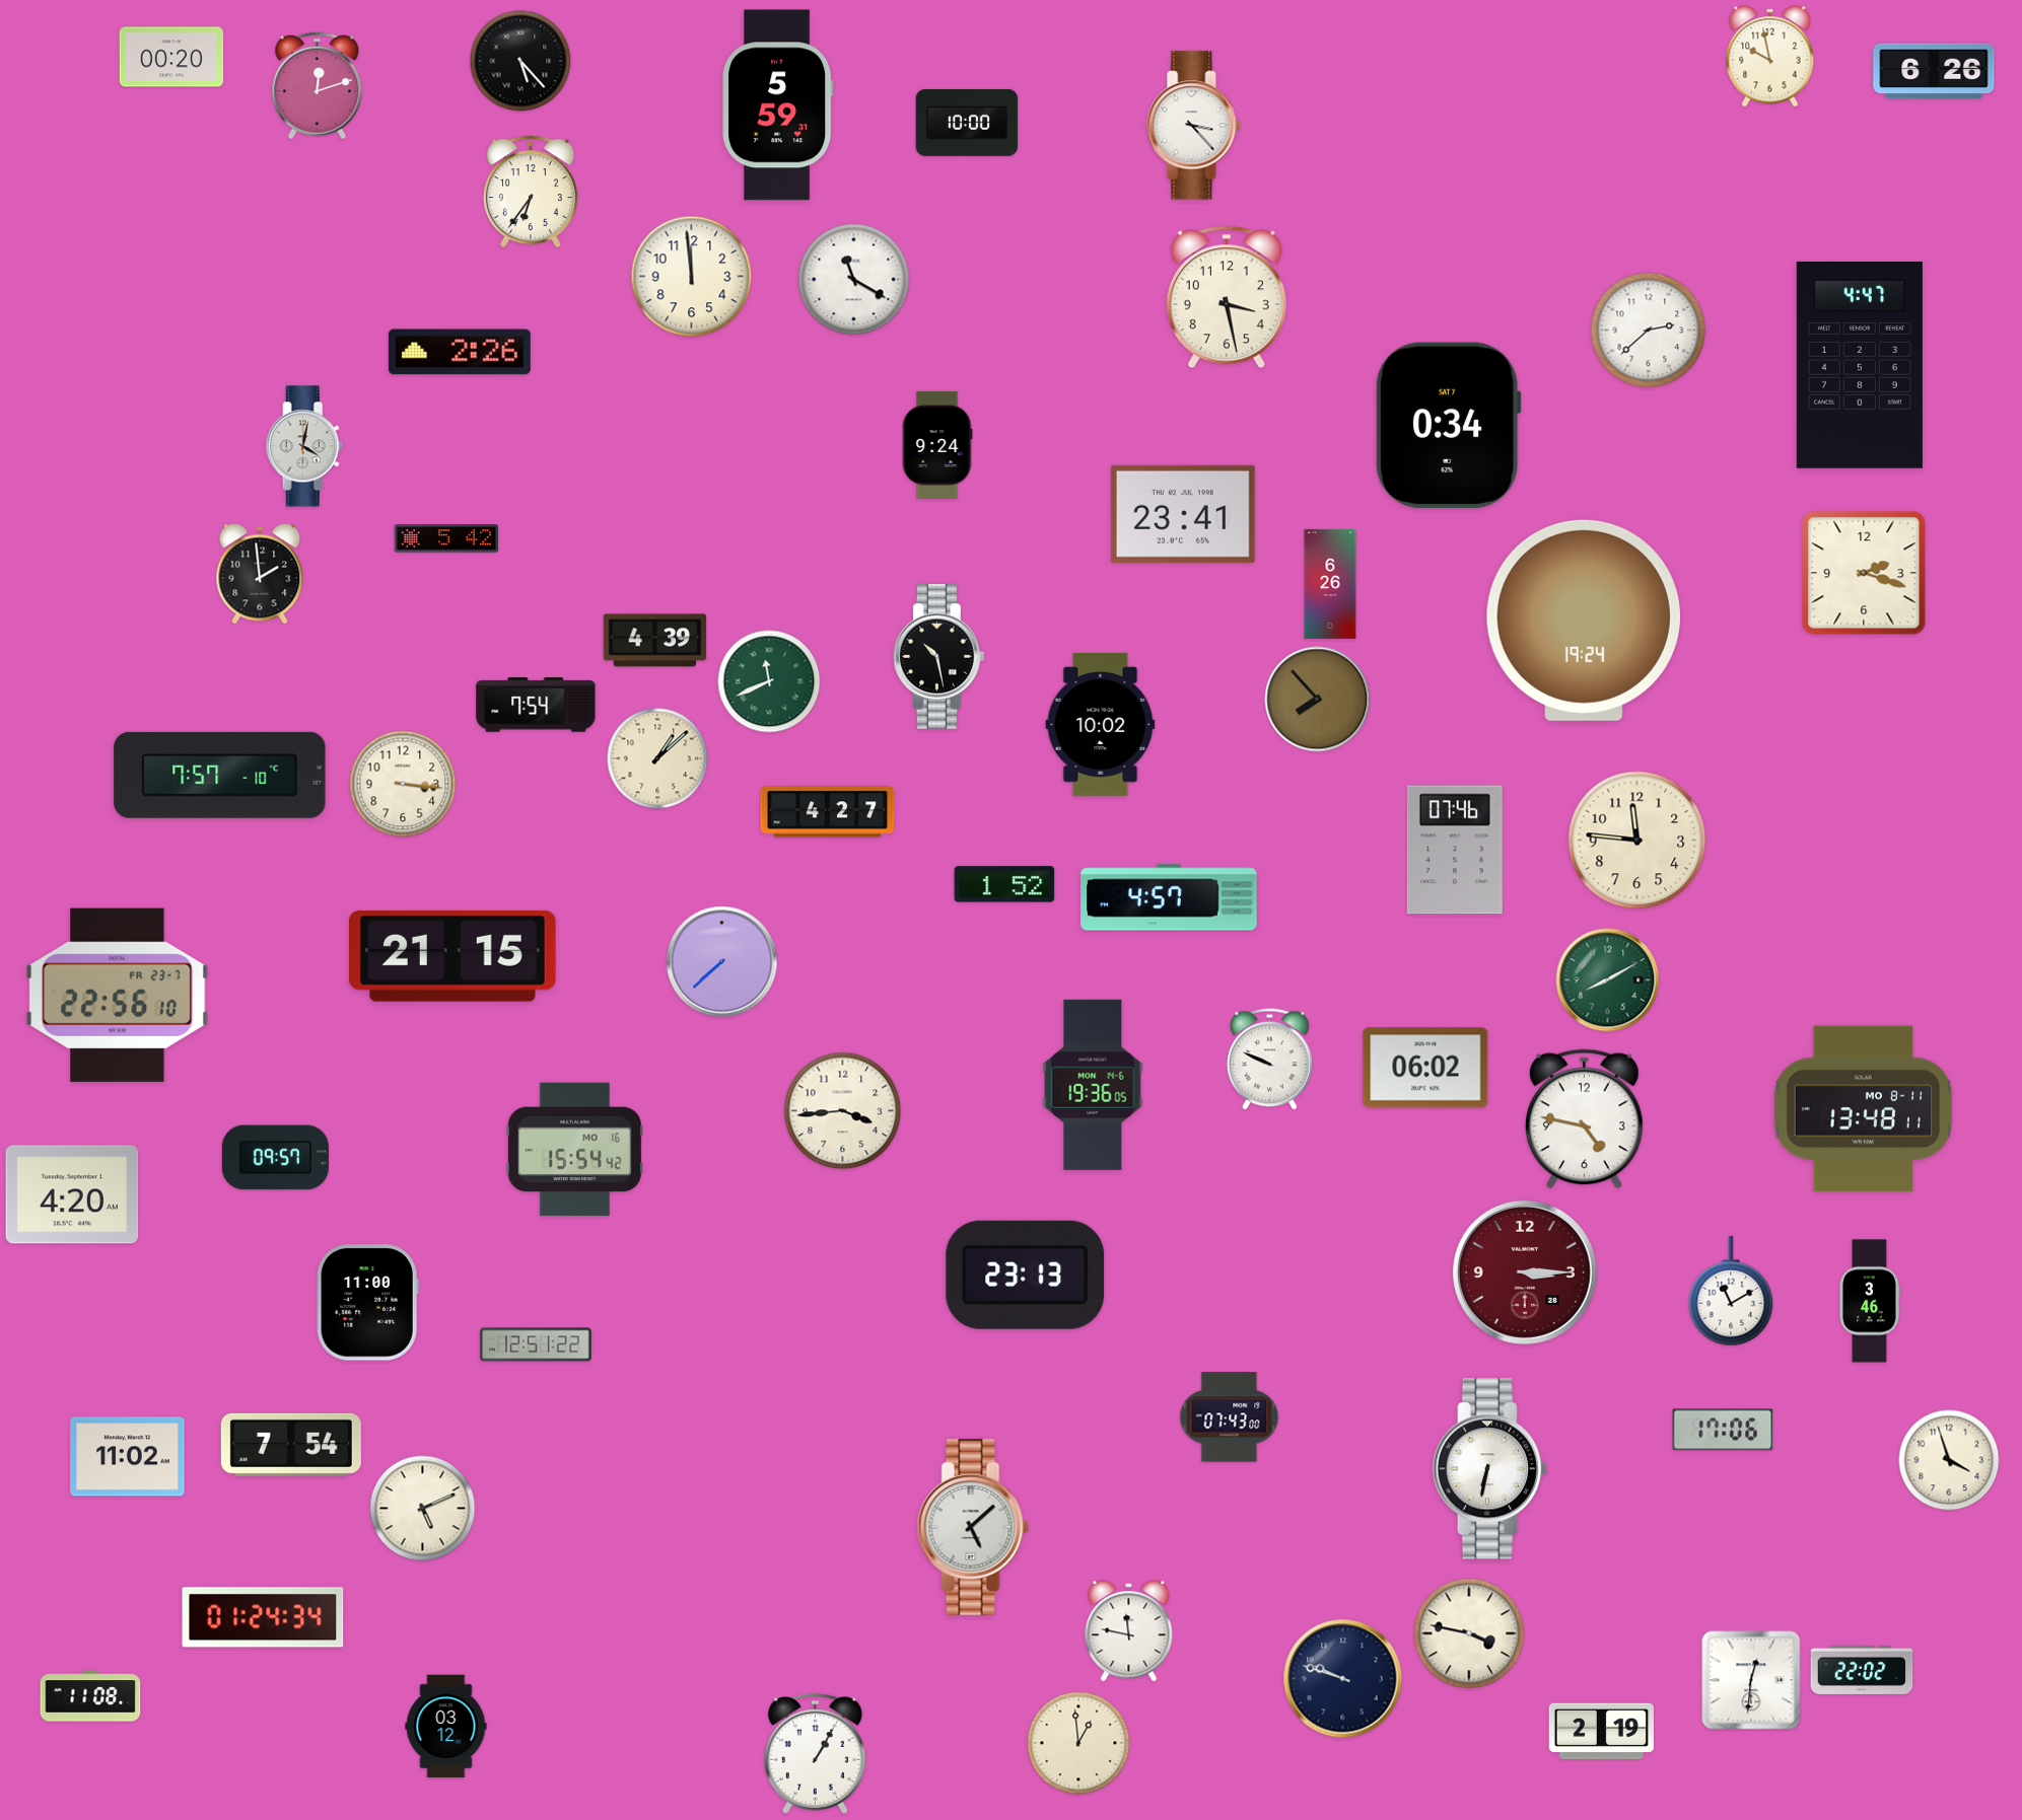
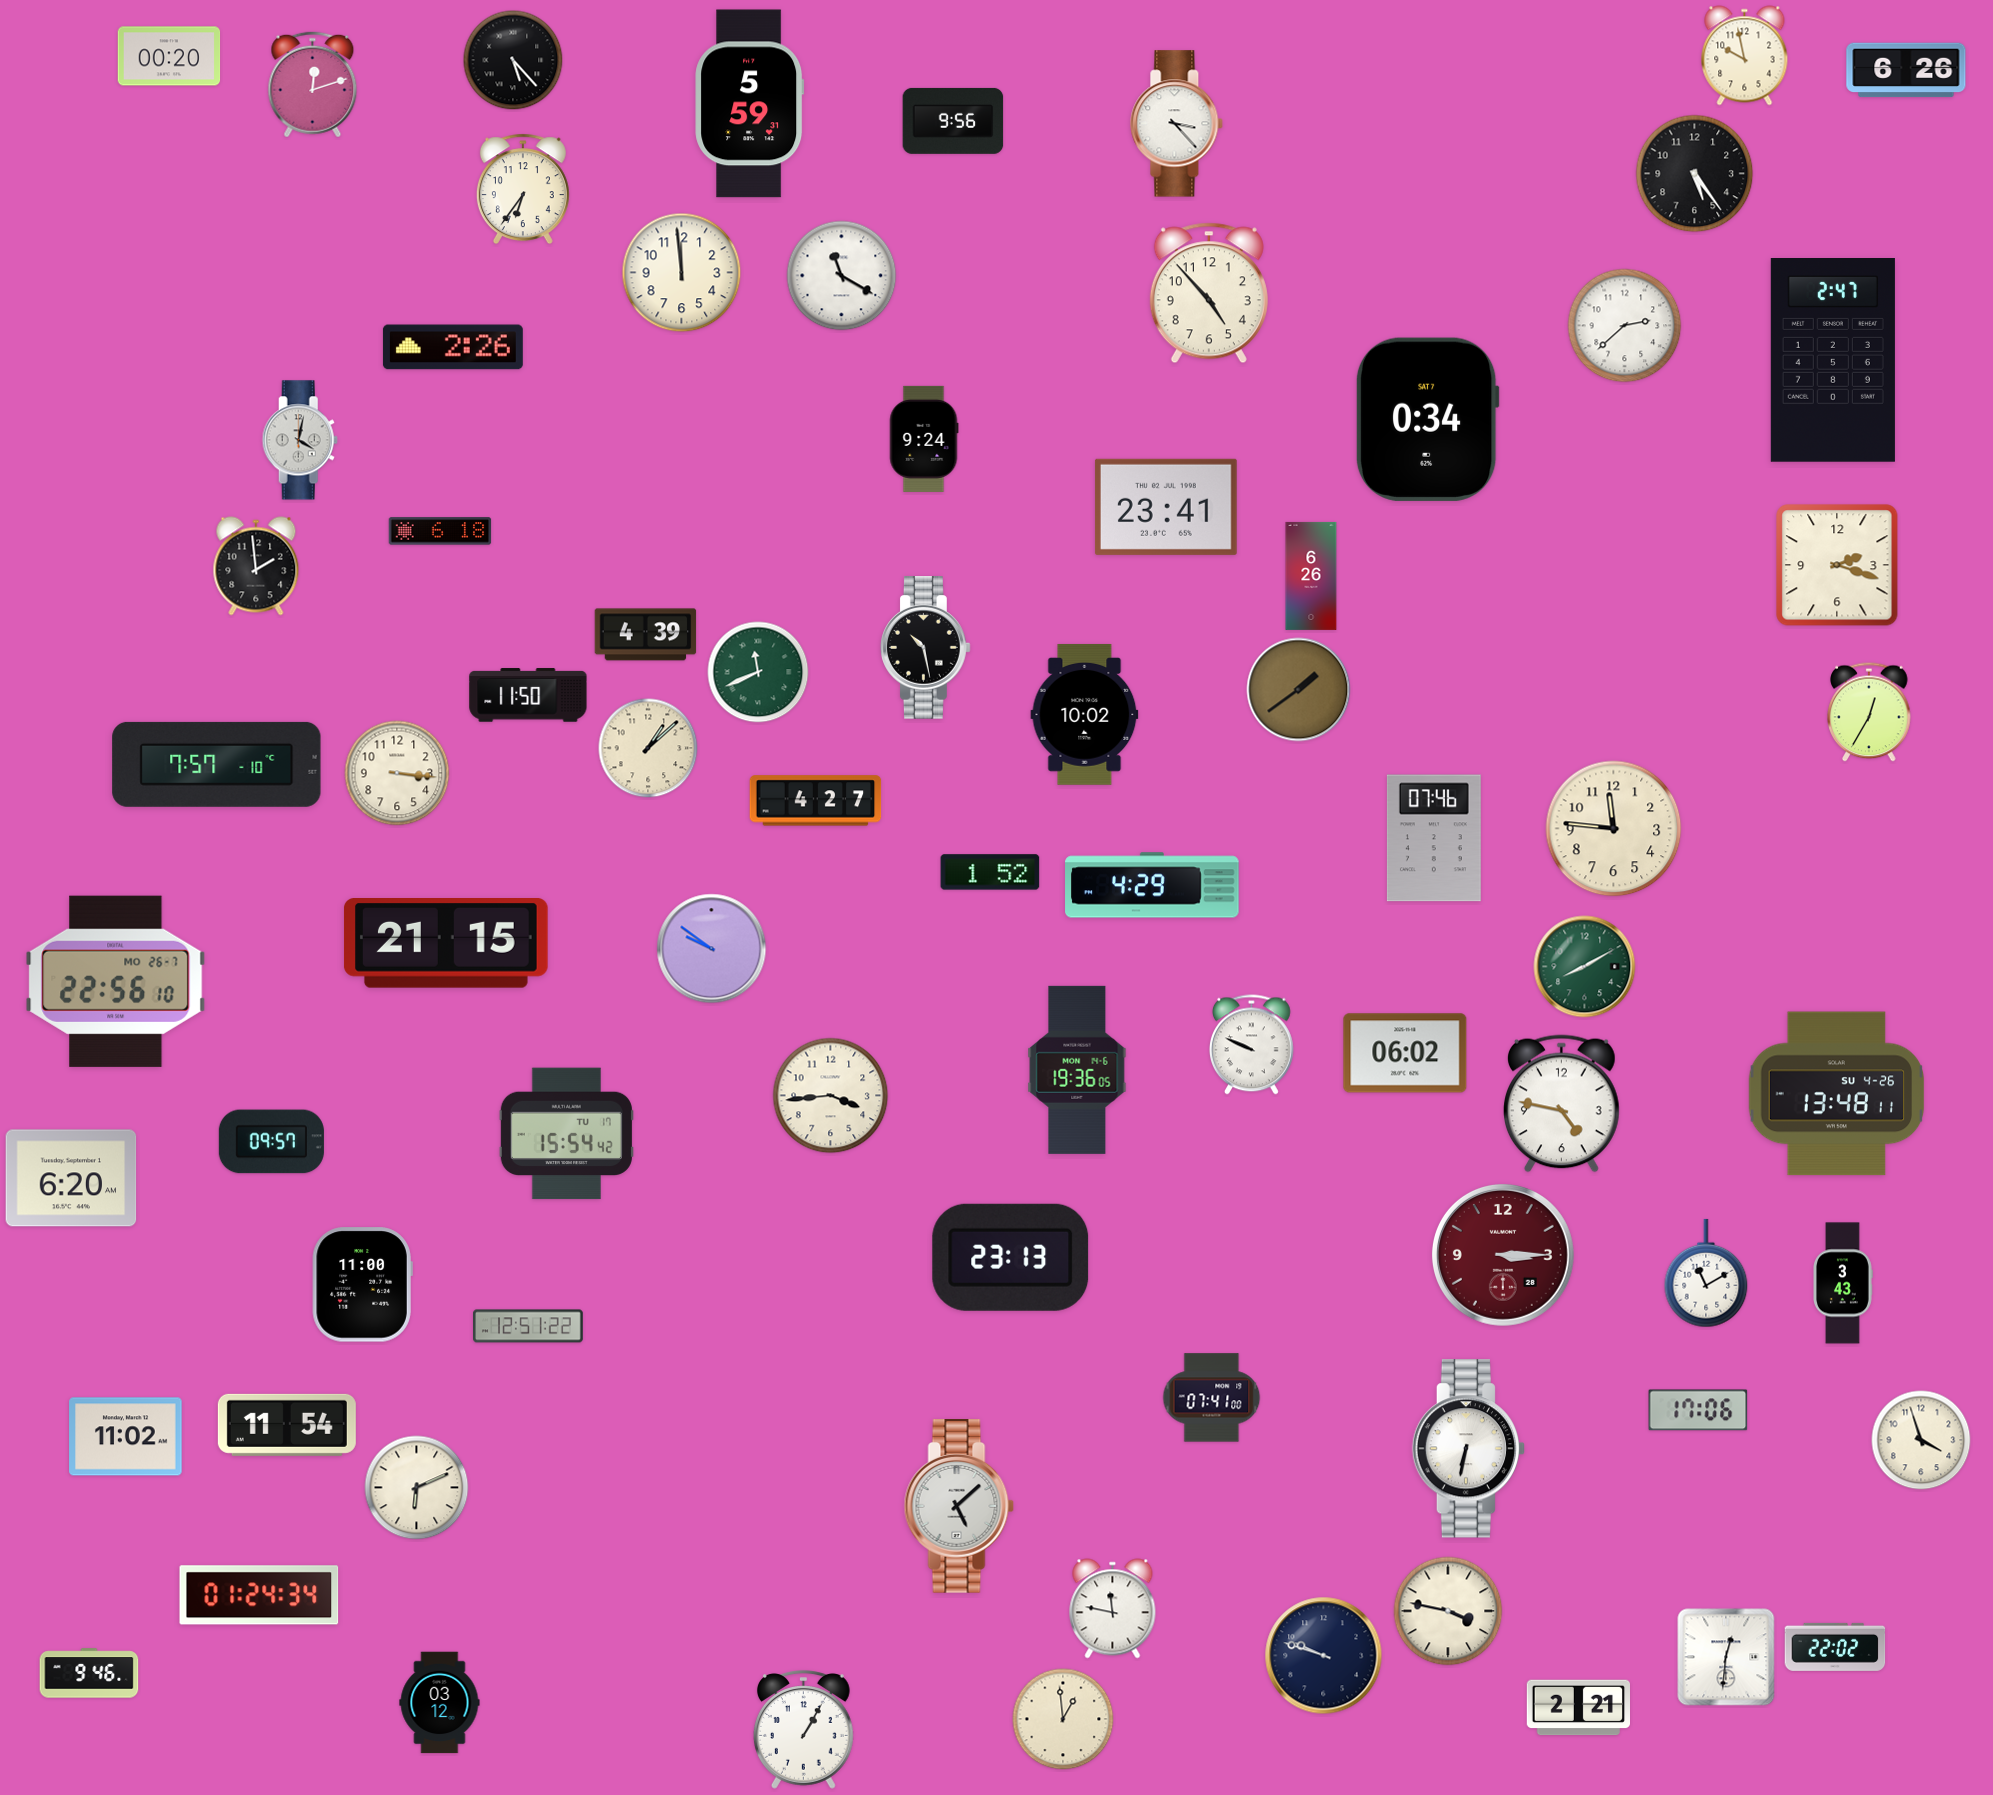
clock at (778, 105) position: (778, 105) -> (750, 104)
clock at (967, 123): 10:00 -> 9:56
clock at (1695, 174): none -> 5:24
clock at (1227, 297): 3:28 -> 4:53
clock at (1860, 366): 4:47 -> 2:47
clock at (446, 538): 5:42 -> 6:18
clock at (1584, 621): 19:24 -> none
clock at (655, 641) position: (655, 641) -> (646, 635)
clock at (1318, 700): 7:53 -> 1:39
clock at (536, 705): 7:54 -> 11:50
clock at (1869, 712): none -> 12:35
clock at (1169, 897): 4:57 -> 4:29
clock at (722, 962): 7:38 -> 9:51
clock at (118, 995) date: FR 23-7 -> MO 26-7
clock at (1864, 1109) date: MO 8-11 -> SU 4-26
clock at (574, 1150) date: MO 16 -> TU 17
clock at (72, 1194): 4:20 -> 6:20
clock at (1870, 1301): 3:46 -> 3:43
clock at (1230, 1417): 07:43 -> 07:41
clock at (291, 1445): 7:54 -> 11:54
clock at (423, 1509): 5:11 -> 6:11
clock at (90, 1696): 11:08 -> 9:46
clock at (1601, 1732): 2:19 -> 2:21
